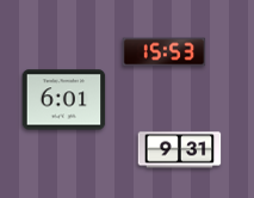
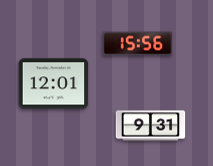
clock at (165, 52): 15:53 -> 15:56
clock at (64, 100): 6:01 -> 12:01
